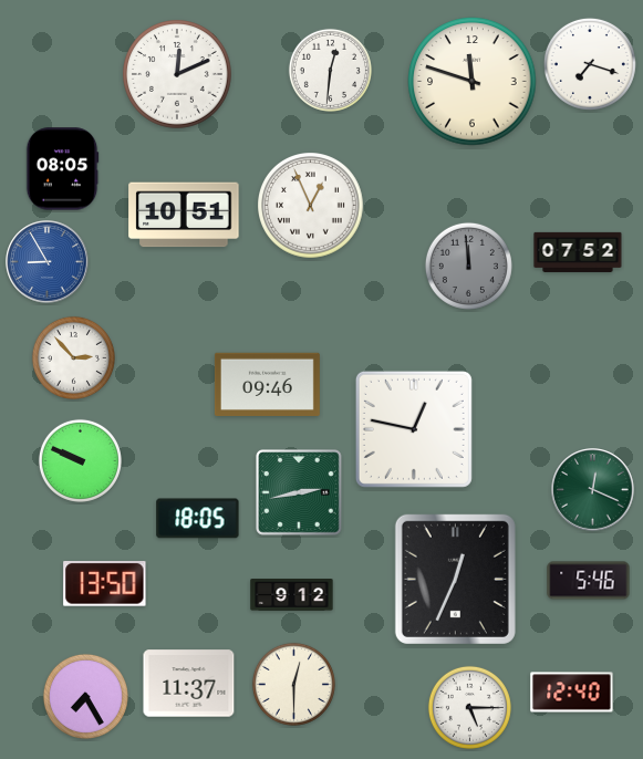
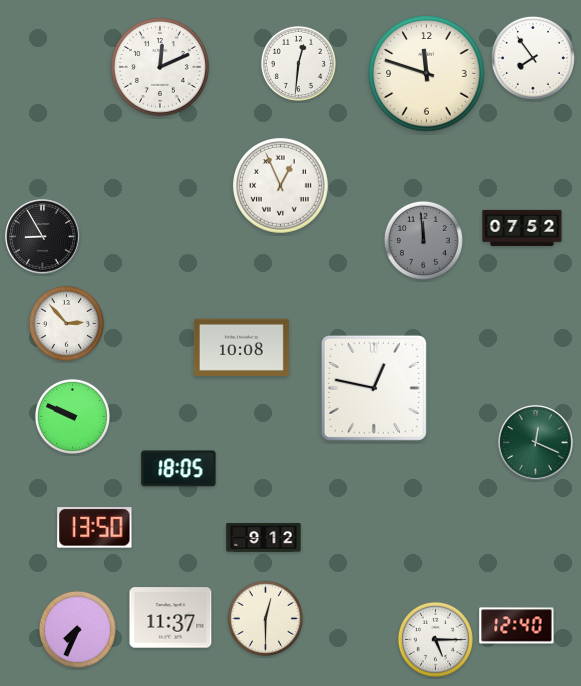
clock at (590, 64): 7:18 -> 7:54
clock at (62, 169): 08:05 -> none
clock at (184, 215): 10:51 -> none
clock at (48, 262) dial: blue -> black
clock at (267, 384): 09:46 -> 10:08
clock at (300, 493): 2:43 -> none
clock at (455, 579): 12:34 -> none
clock at (589, 581): 5:46 -> none
clock at (85, 696): 7:25 -> 7:34
clock at (469, 707) position: (469, 707) -> (435, 639)
